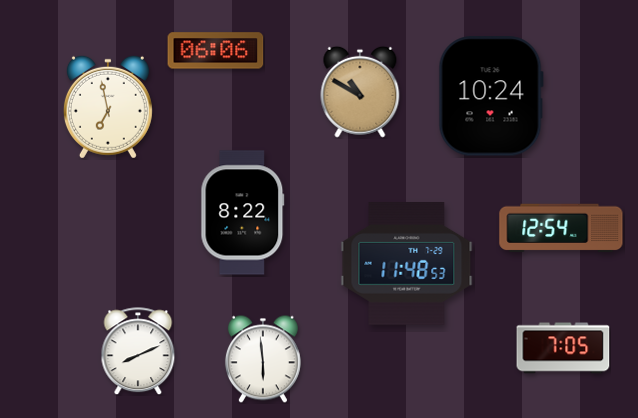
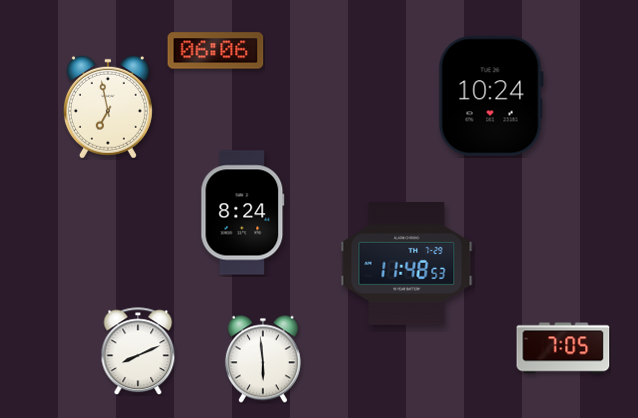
clock at (360, 92): 10:50 -> none
clock at (243, 213): 8:22 -> 8:24
clock at (561, 228): 12:54 -> none
